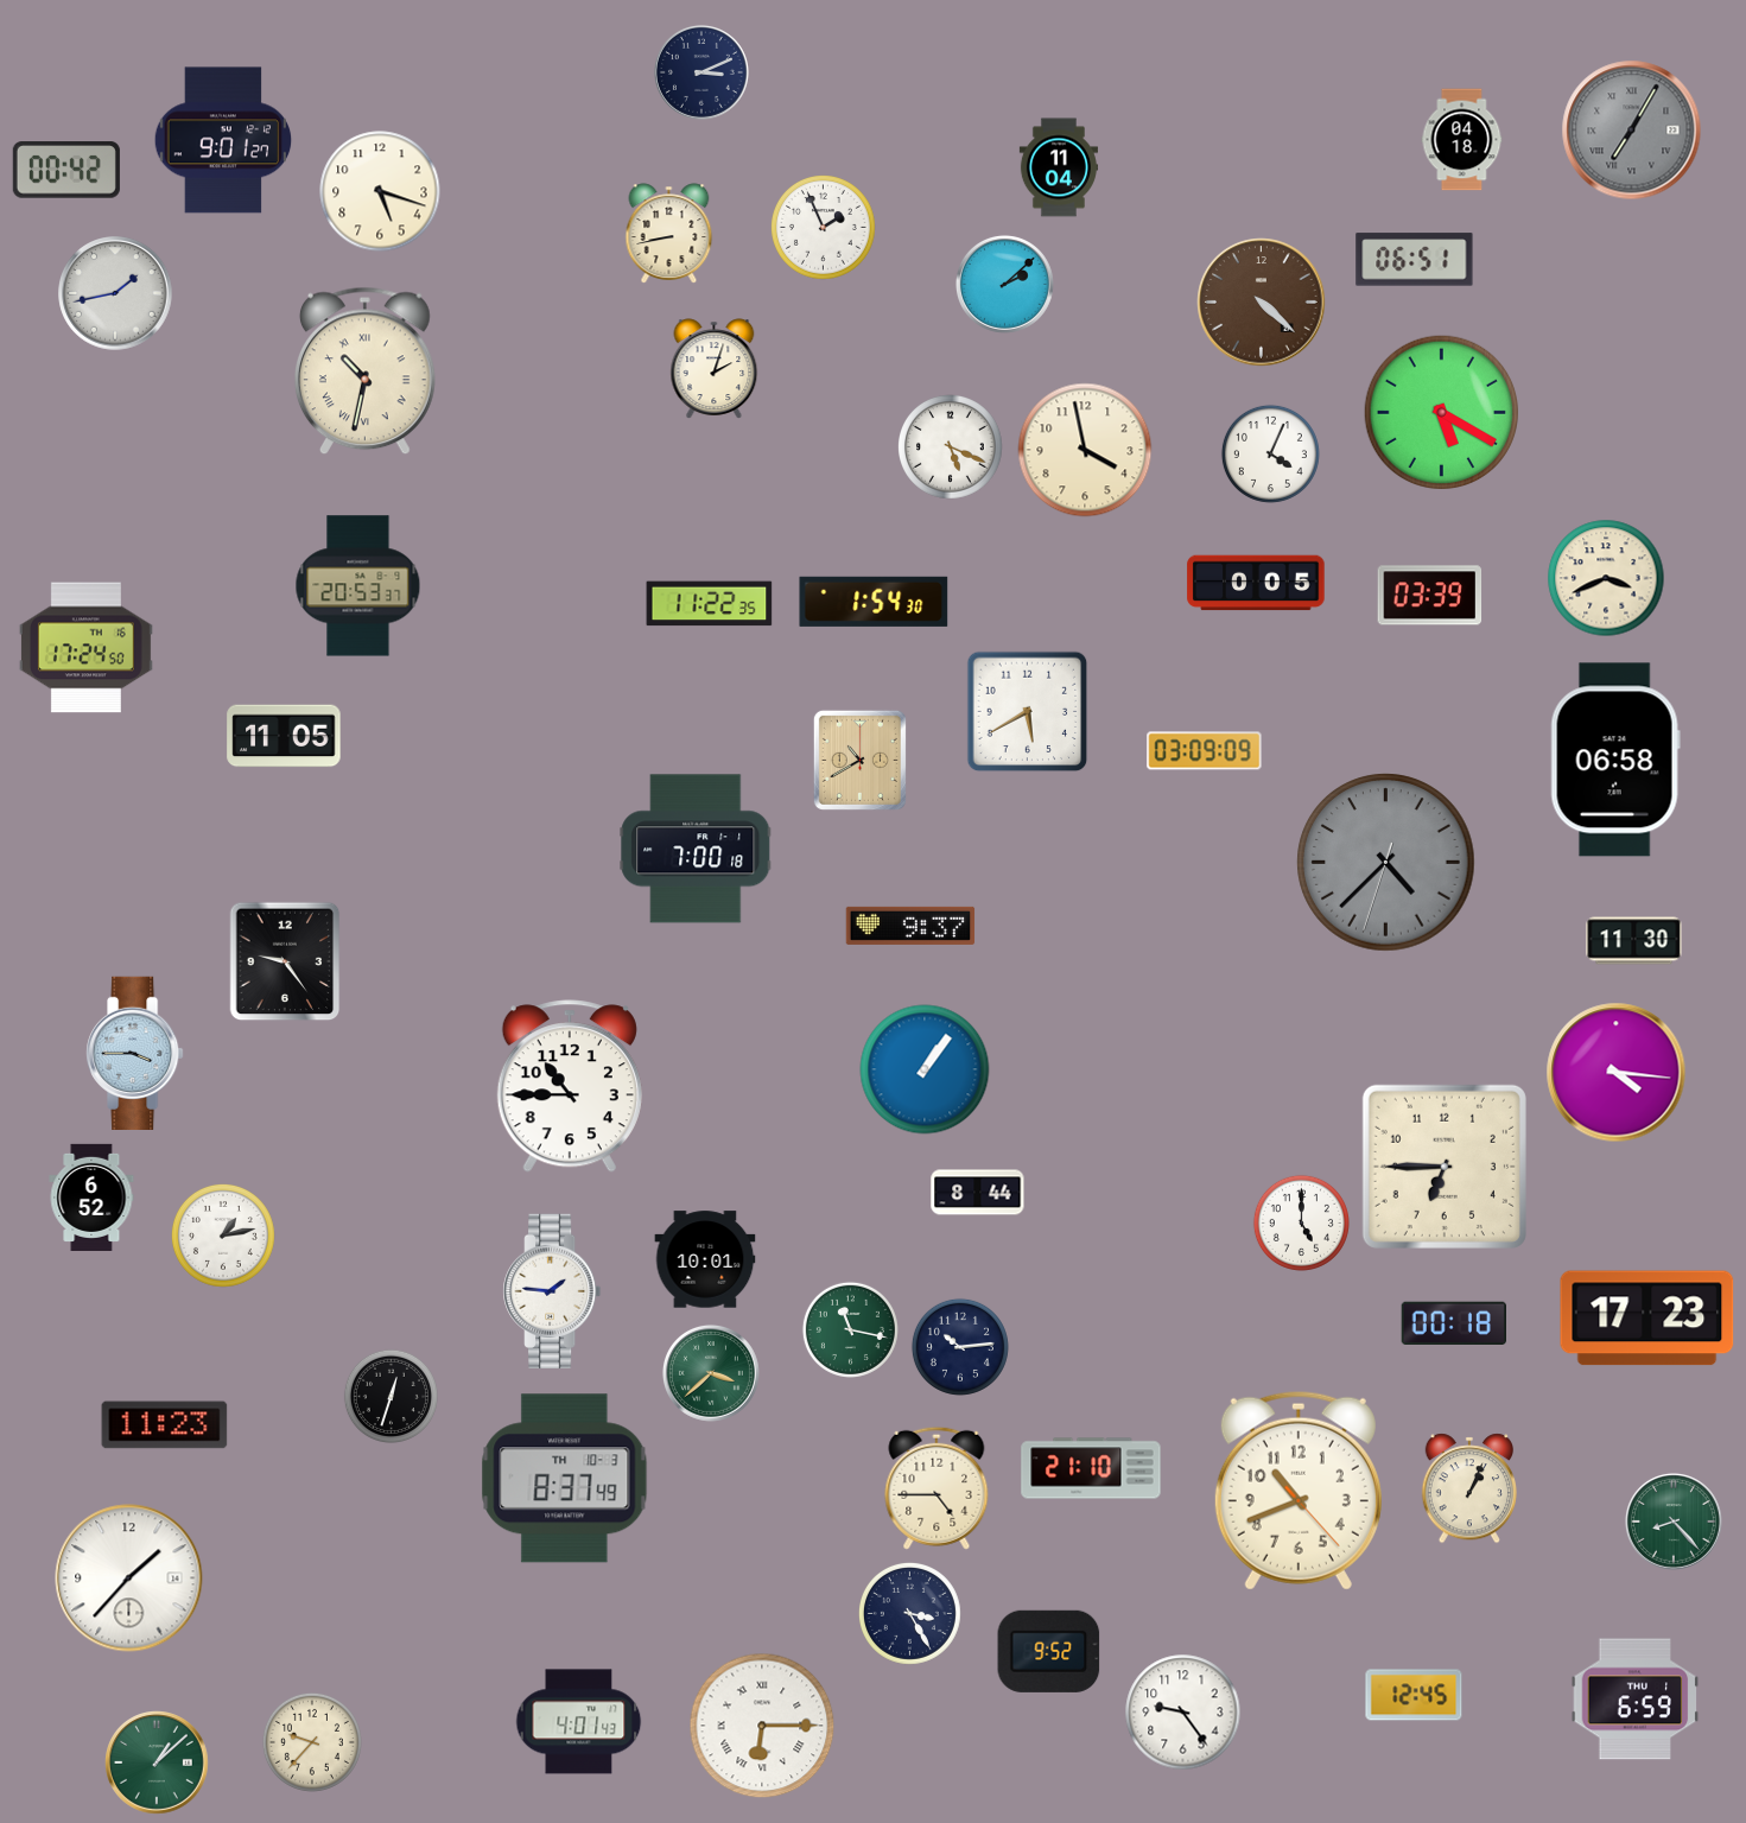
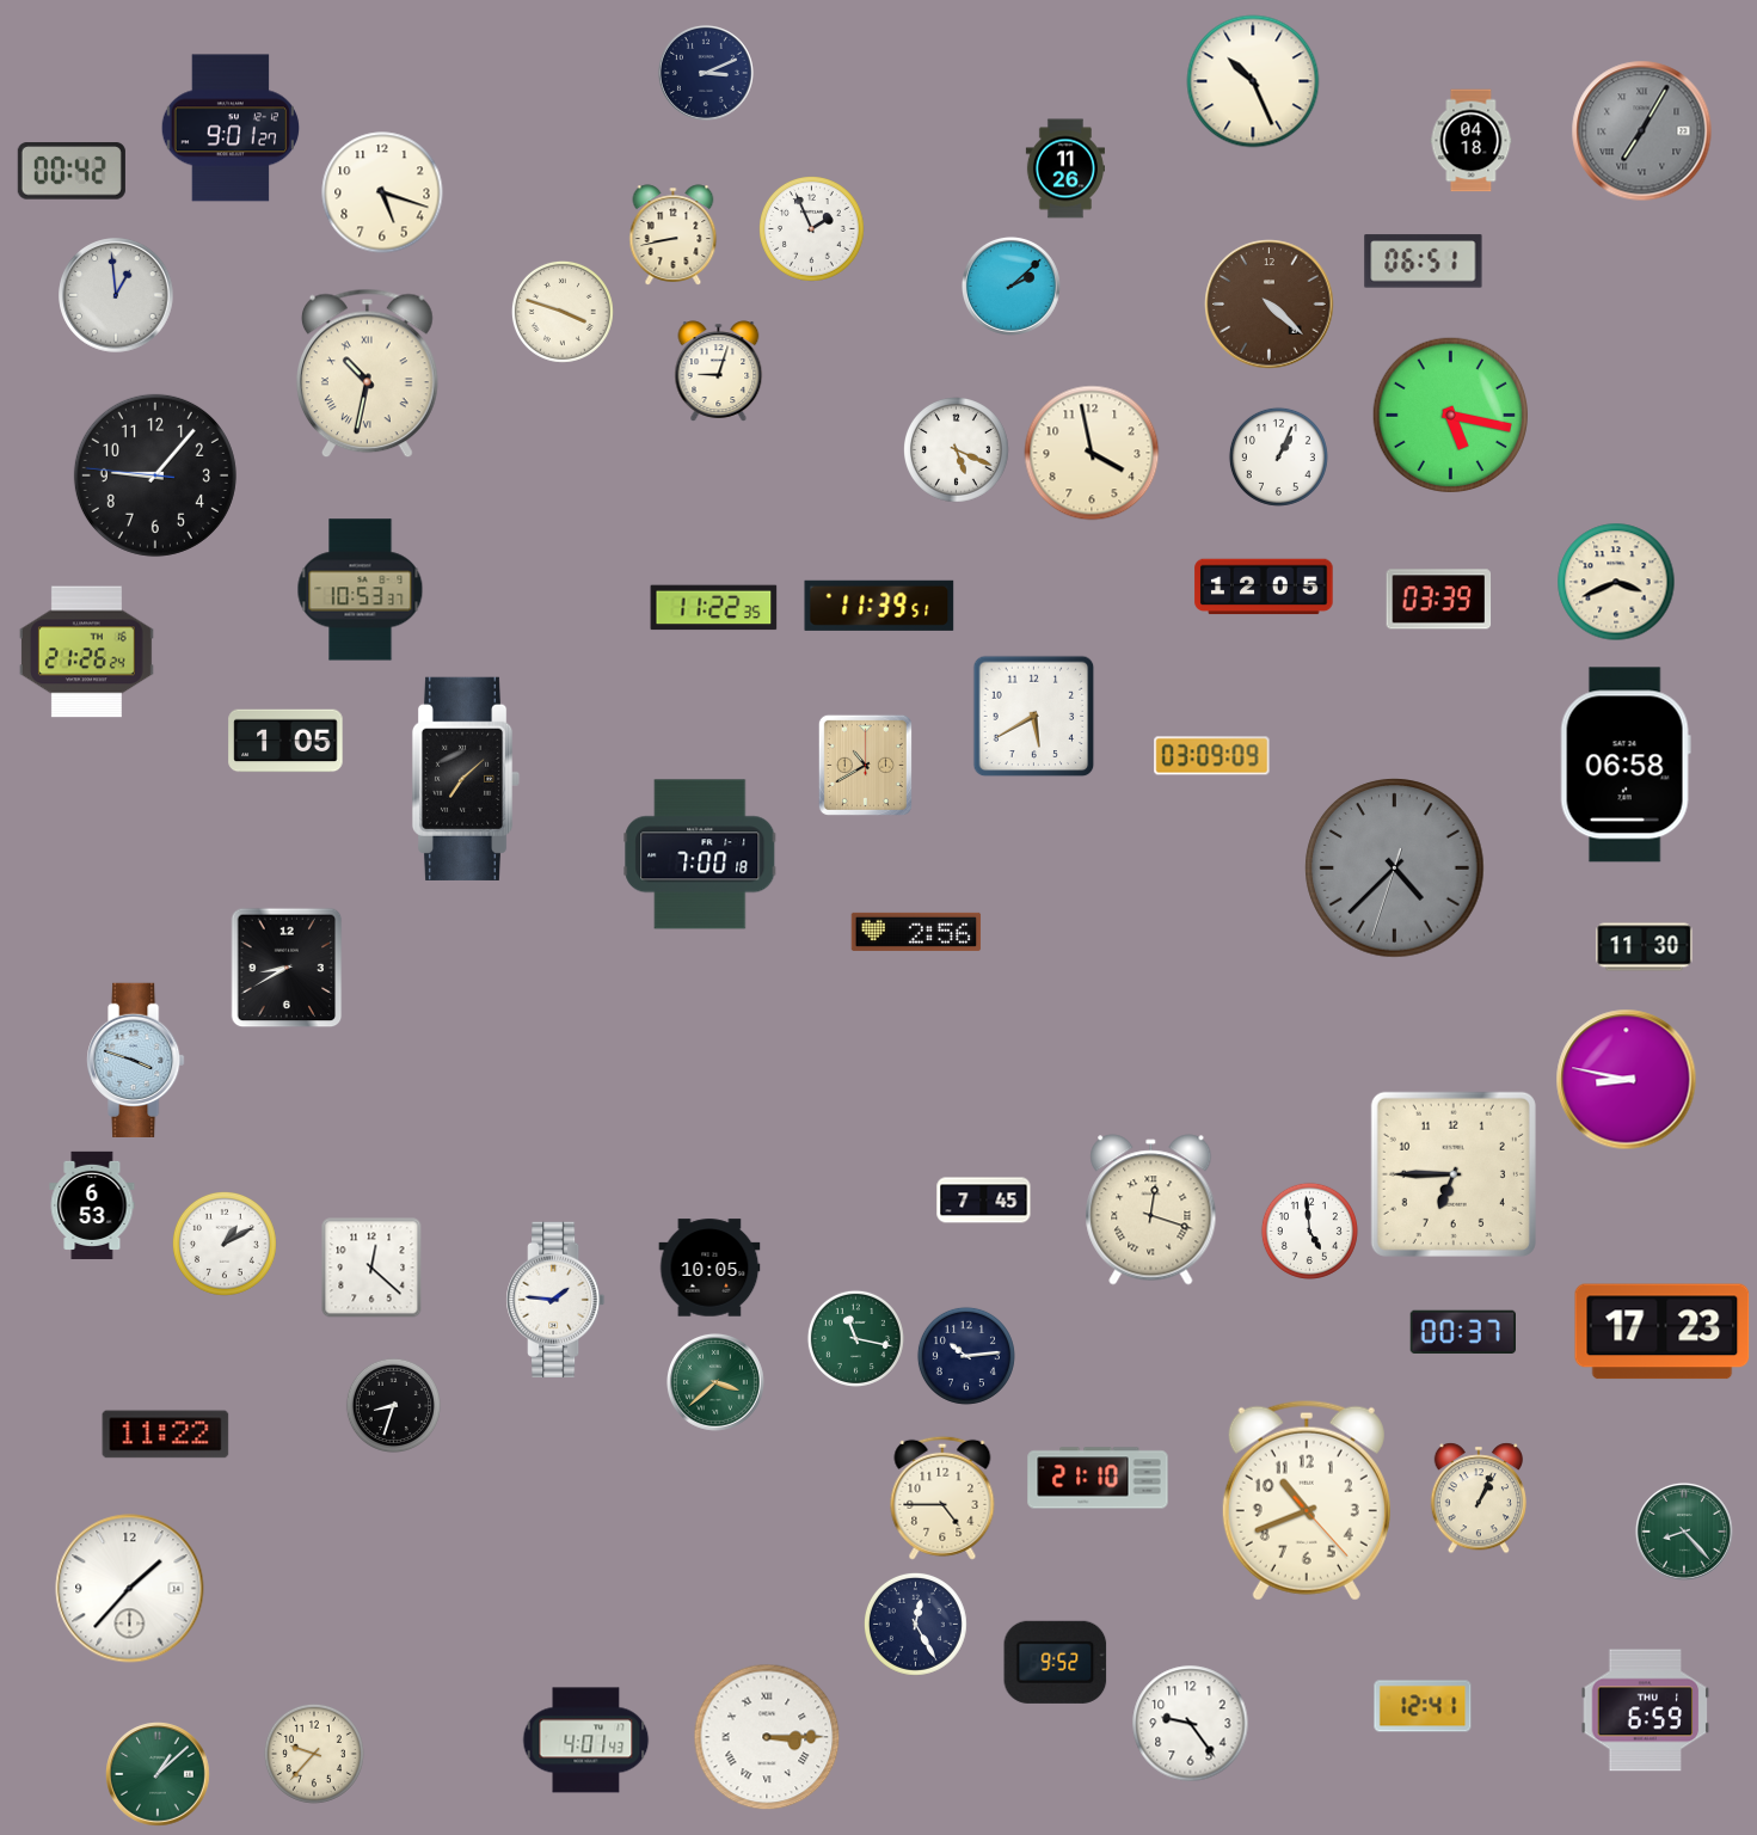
clock at (1253, 81): none -> 10:26
clock at (223, 140) position: (223, 140) -> (231, 128)
clock at (1059, 167): 11:04 -> 11:26
clock at (66, 170) position: (66, 170) -> (72, 171)
clock at (824, 228) position: (824, 228) -> (812, 229)
clock at (115, 293): 1:43 -> 12:59
clock at (563, 312): none -> 3:48
clock at (715, 369): 2:03 -> 9:03
clock at (1441, 412): 5:20 -> 5:17
clock at (1270, 453): 4:04 -> 1:04
clock at (155, 475): none -> 9:06
clock at (1256, 583): 0:05 -> 12:05
clock at (358, 586): 20:53 -> 10:53
clock at (874, 602): 1:54 -> 11:39
clock at (85, 648): 17:24 -> 21:26
clock at (284, 736): 11:05 -> 1:05
clock at (466, 779): none -> 7:08
clock at (910, 926): 9:37 -> 2:56
clock at (285, 961): 9:24 -> 8:40
clock at (135, 1053): 3:45 -> 3:48
clock at (925, 1069): 1:06 -> none
clock at (1617, 1073): 4:16 -> 8:47
clock at (570, 1086): 10:45 -> none
clock at (978, 1193): 8:44 -> 7:45
clock at (91, 1198): 6:52 -> 6:53
clock at (1151, 1210): none -> 12:18
clock at (1301, 1222): 5:00 -> 4:59
clock at (223, 1236): 1:13 -> 1:10
clock at (371, 1268): none -> 12:22
clock at (705, 1259): 10:01 -> 10:05
clock at (1647, 1319) position: (1647, 1319) -> (1663, 1332)
clock at (1453, 1322): 00:18 -> 00:37
clock at (391, 1396): 12:33 -> 8:33
clock at (165, 1425): 11:23 -> 11:22
clock at (565, 1479): 8:37 -> none
clock at (909, 1613): 3:25 -> 12:25
clock at (1414, 1695): 12:45 -> 12:41
clock at (579, 1722) position: (579, 1722) -> (586, 1741)
clock at (762, 1726): 6:15 -> 3:15
